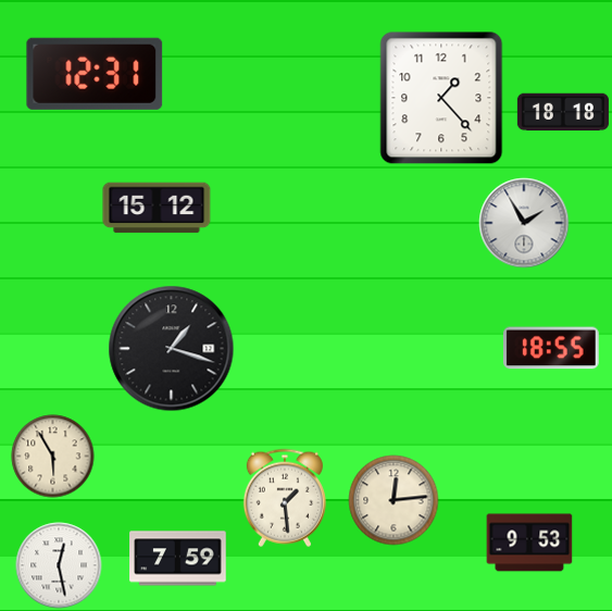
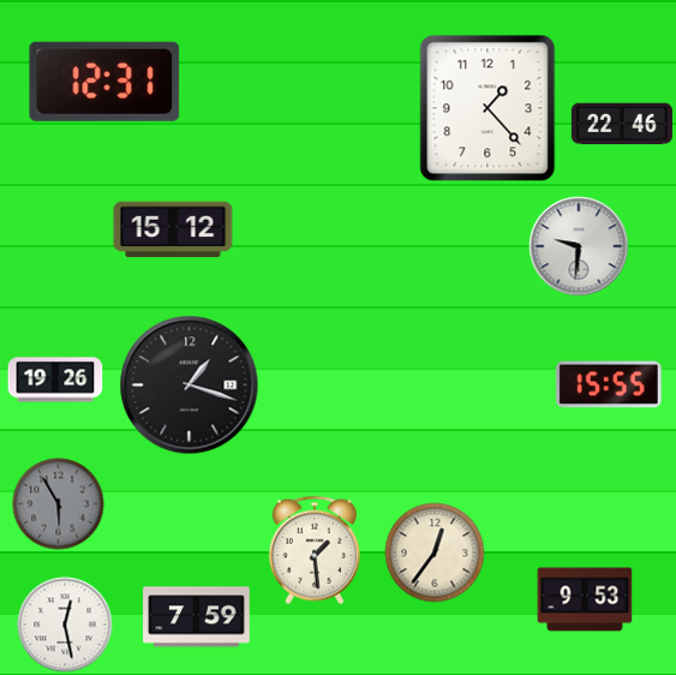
clock at (563, 112): 18:18 -> 22:46
clock at (524, 223): 1:55 -> 9:31
clock at (55, 380): none -> 19:26
clock at (551, 348): 18:55 -> 15:55
clock at (53, 457) dial: cream -> grey
clock at (394, 500): 12:14 -> 12:36
